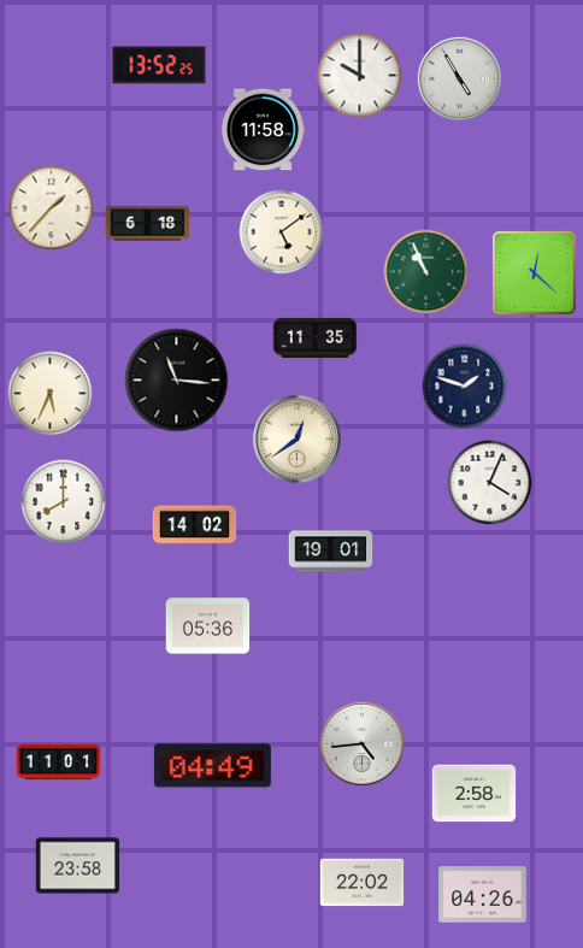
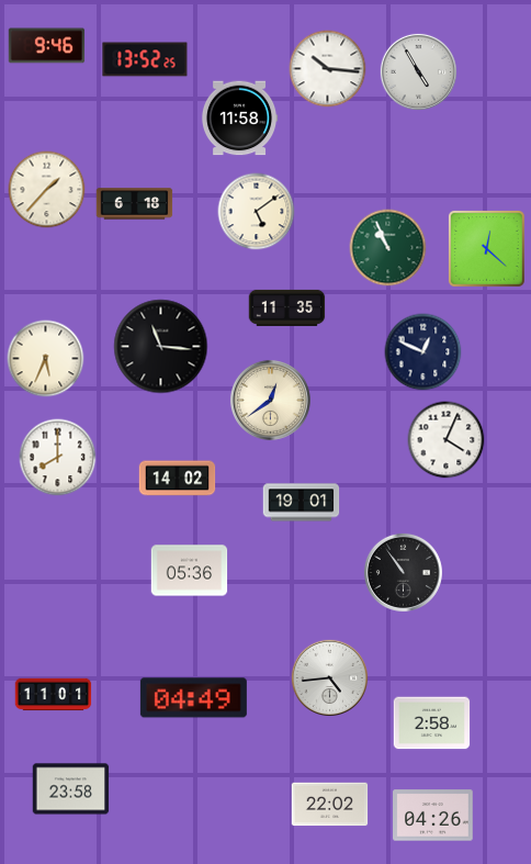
clock at (47, 46): none -> 9:46
clock at (360, 76): 10:00 -> 10:16
clock at (465, 387): 1:48 -> 12:49
clock at (403, 572): none -> 10:54
clock at (483, 895) position: (483, 895) -> (433, 816)
